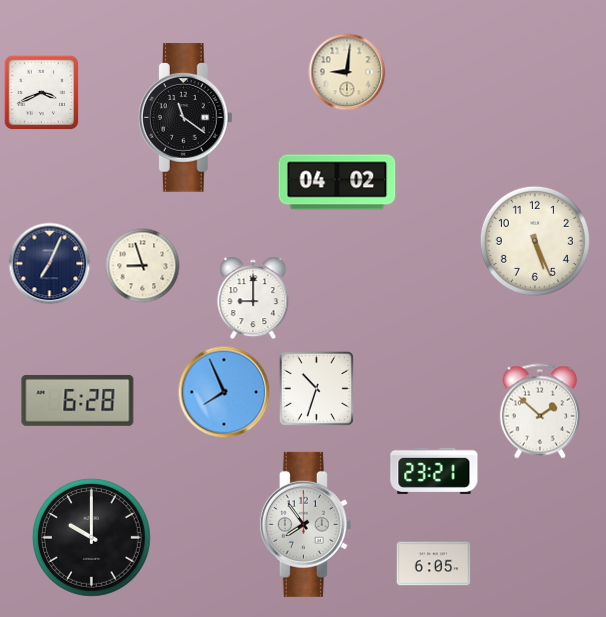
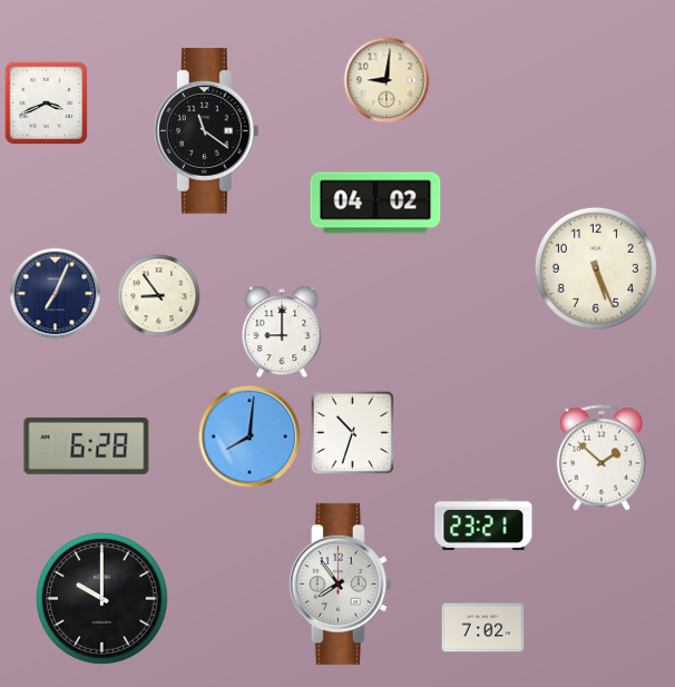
clock at (143, 266): 8:57 -> 8:54
clock at (224, 392): 7:56 -> 8:01
clock at (434, 564): 6:05 -> 7:02
